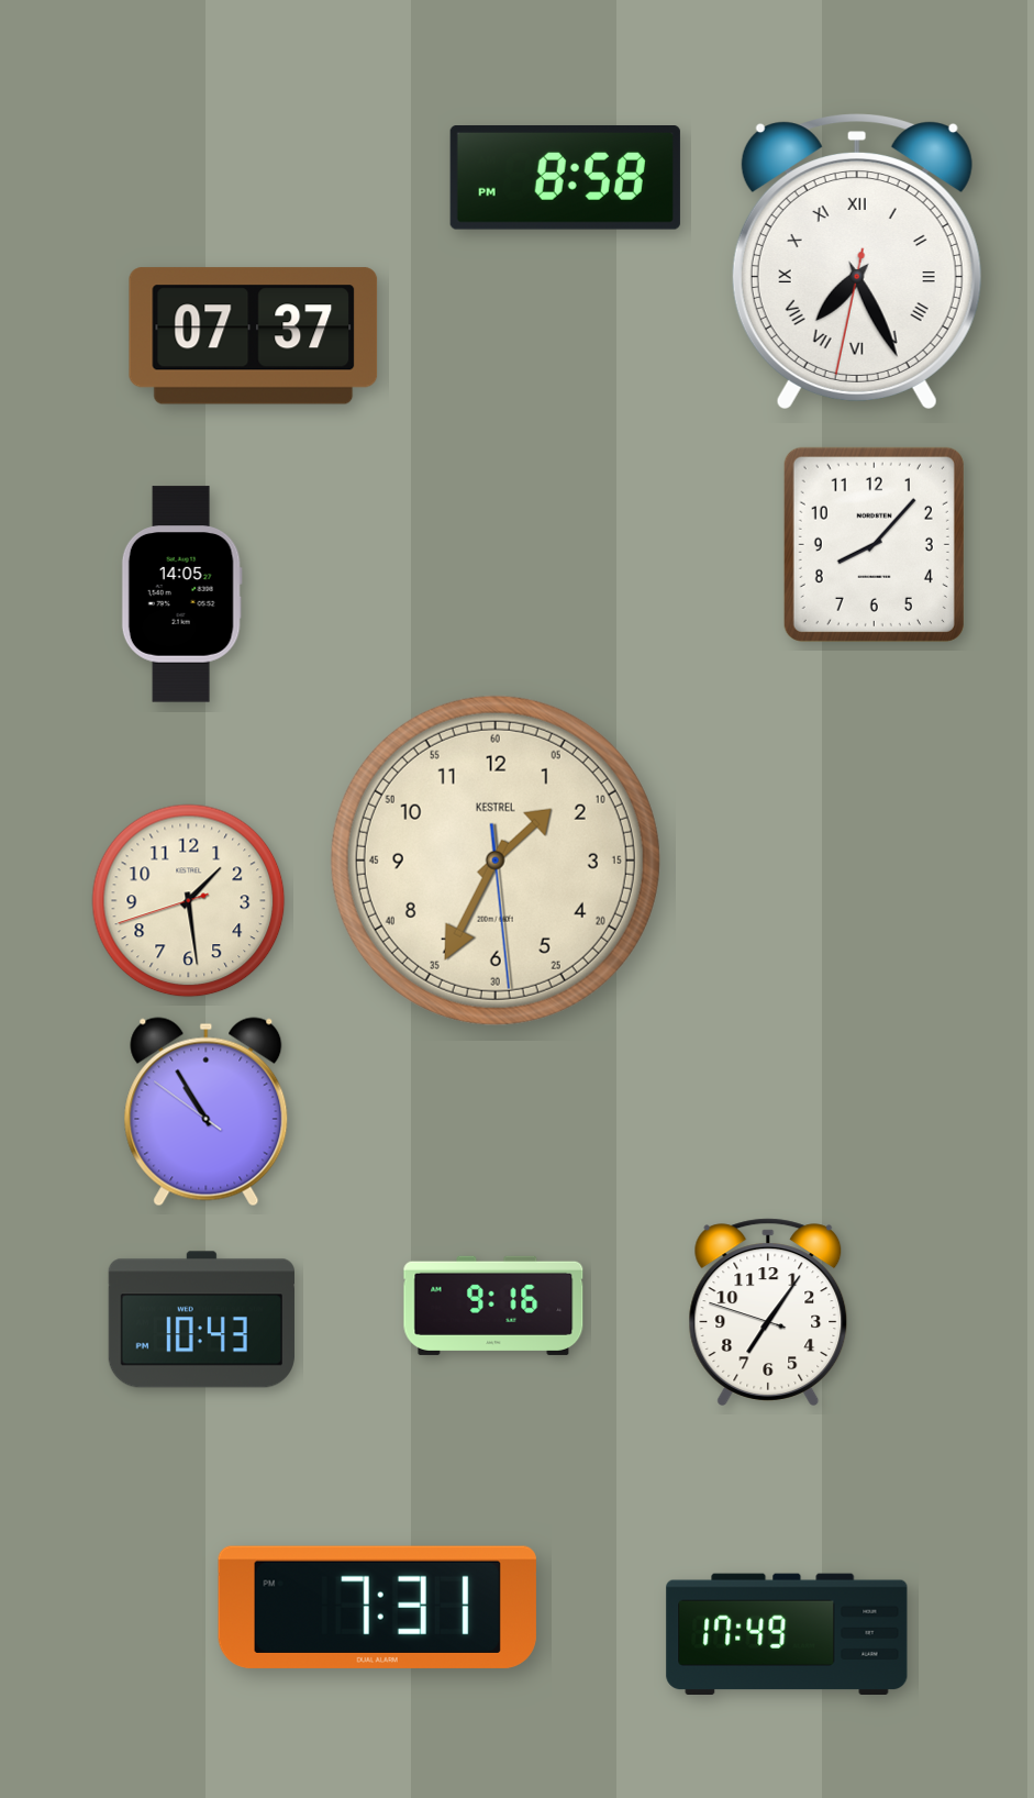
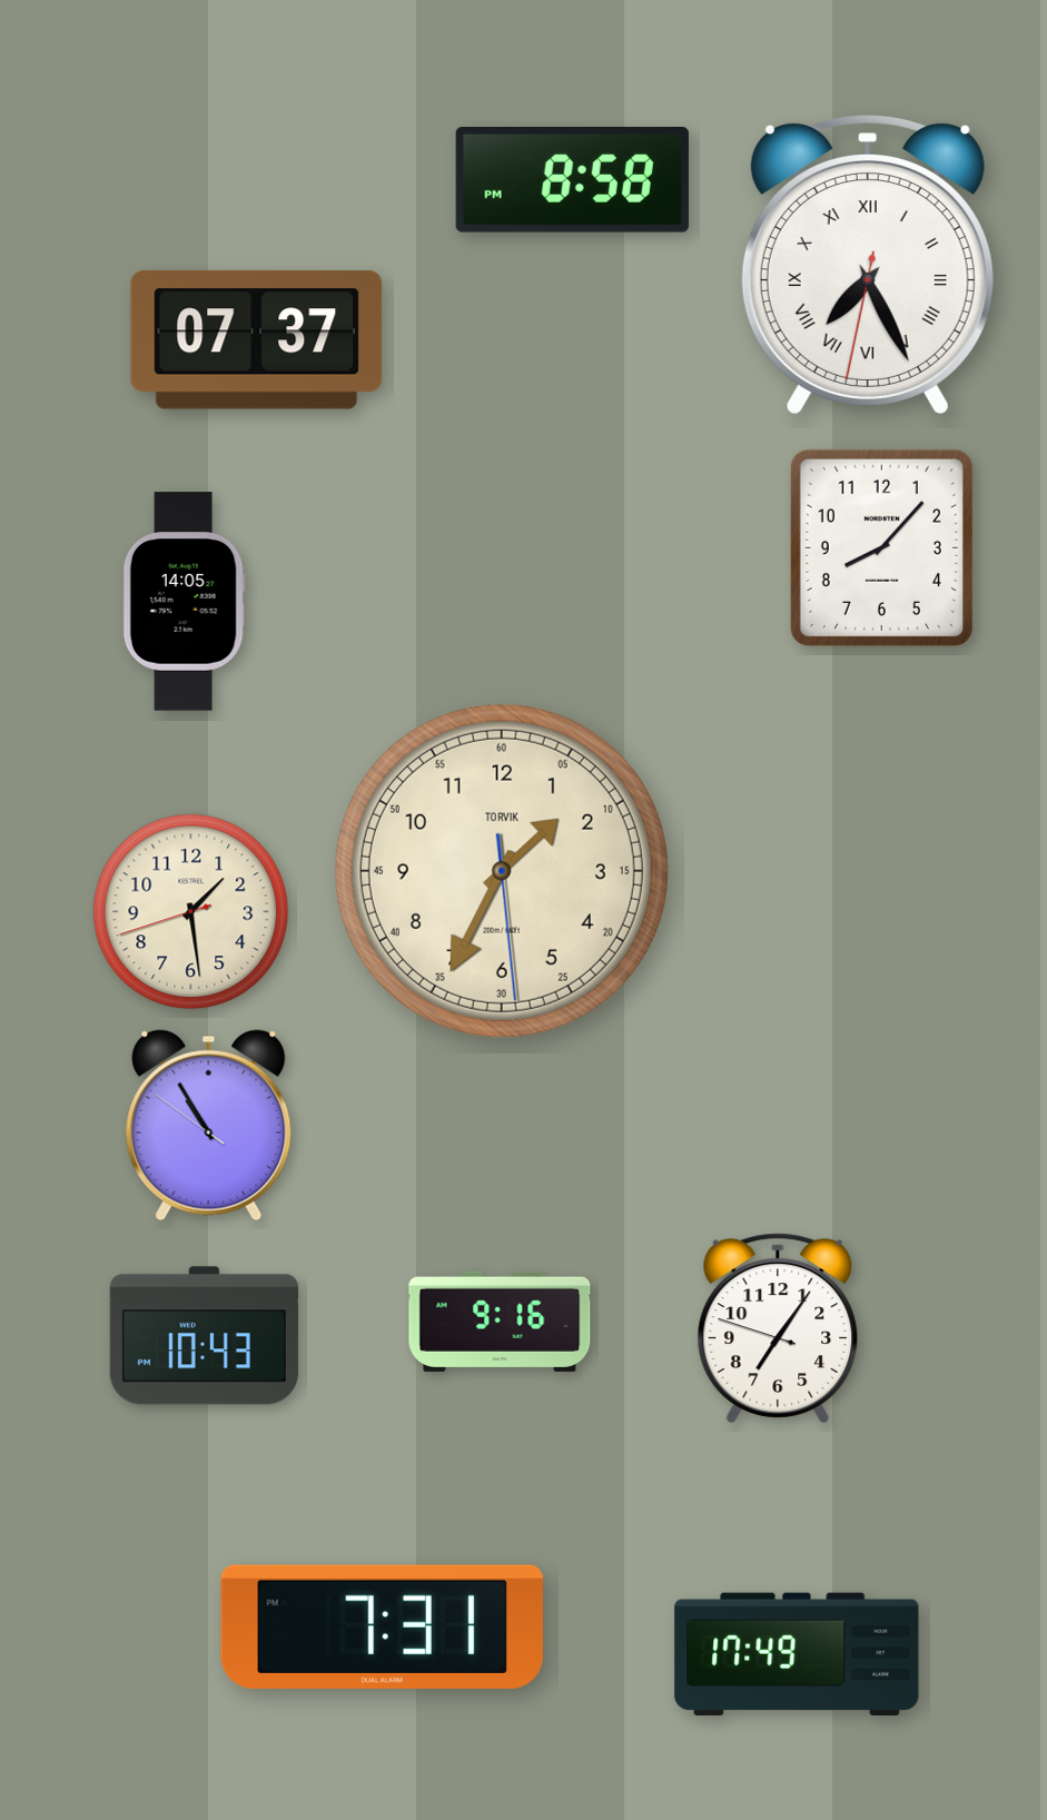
clock at (874, 544) position: (874, 544) -> (881, 547)
clock at (496, 861) brand: KESTREL -> TORVIK
